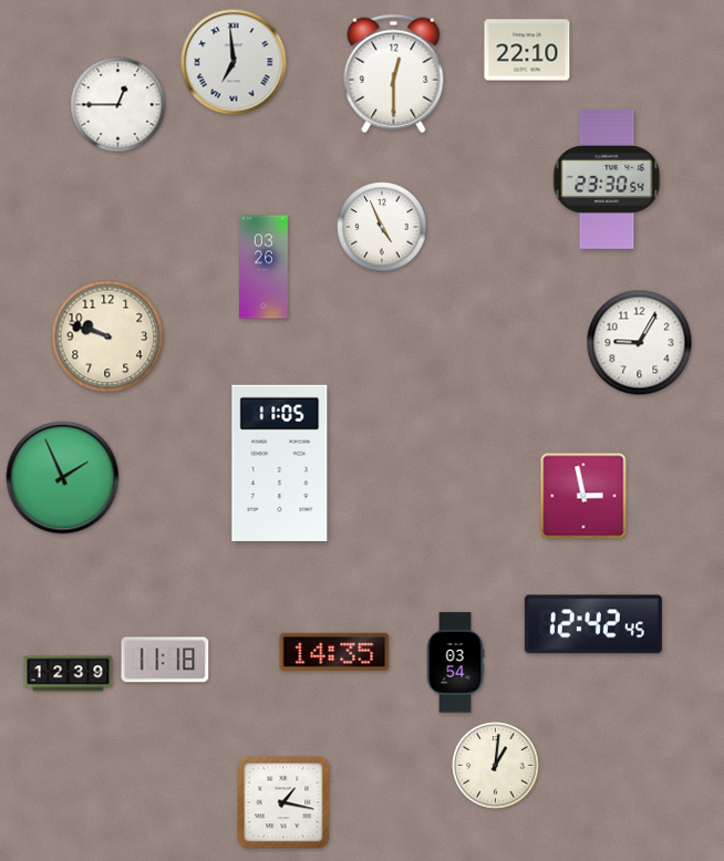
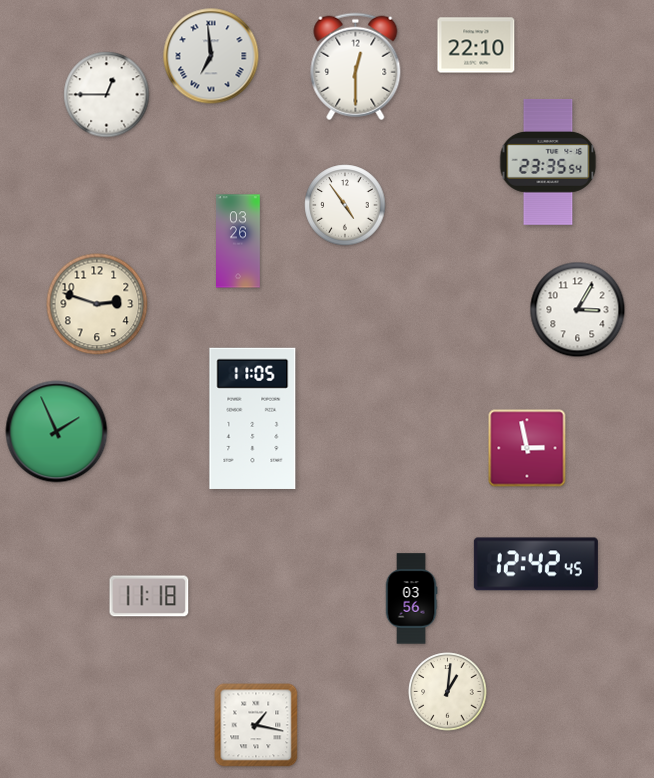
clock at (607, 179): 23:30 -> 23:35
clock at (382, 227): 4:56 -> 4:54
clock at (107, 336): 9:48 -> 2:48
clock at (640, 343): 9:05 -> 3:05
clock at (334, 652): 14:35 -> none
clock at (455, 663): 03:54 -> 03:56
clock at (69, 674): 12:39 -> none
